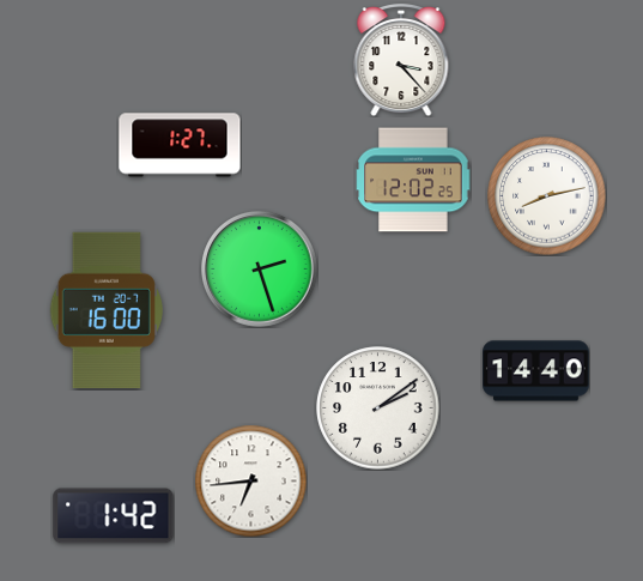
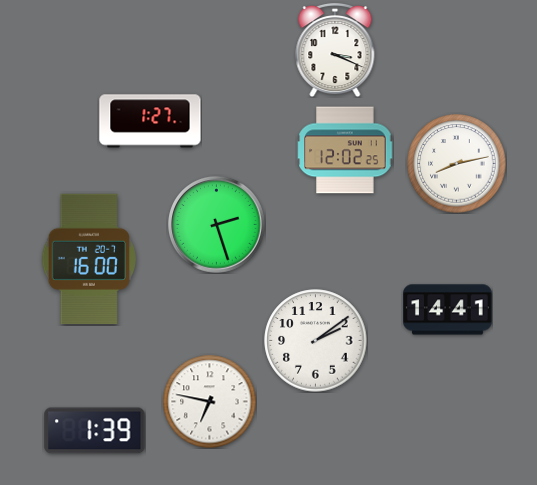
clock at (401, 61): 3:23 -> 3:19
clock at (536, 371): 14:40 -> 14:41
clock at (250, 480): 6:44 -> 6:47
clock at (114, 516): 1:42 -> 1:39
